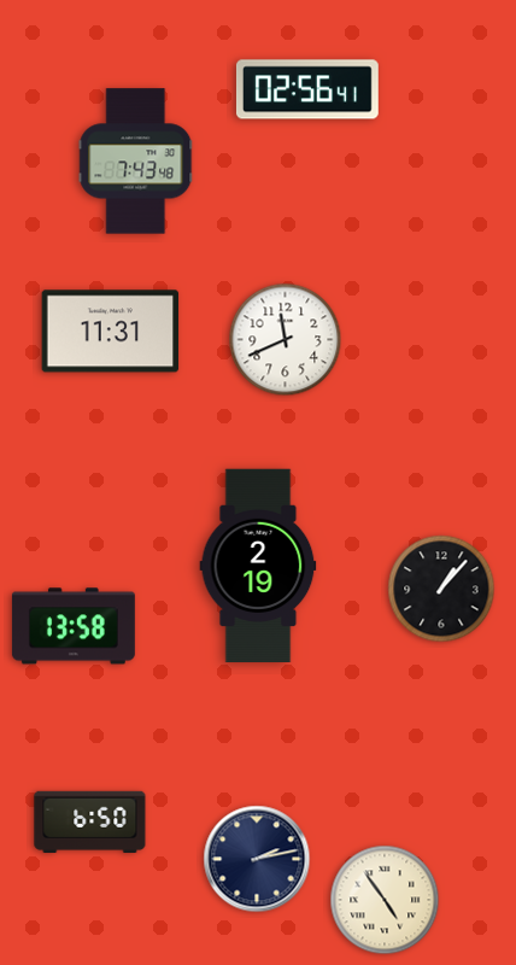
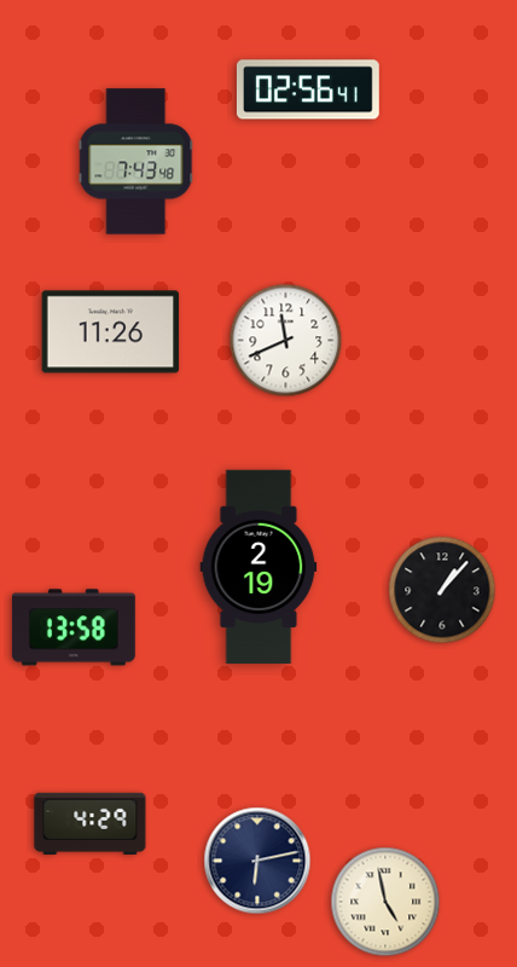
clock at (111, 332): 11:31 -> 11:26
clock at (90, 821): 6:50 -> 4:29
clock at (257, 859): 2:13 -> 6:13
clock at (385, 900): 4:54 -> 4:58
